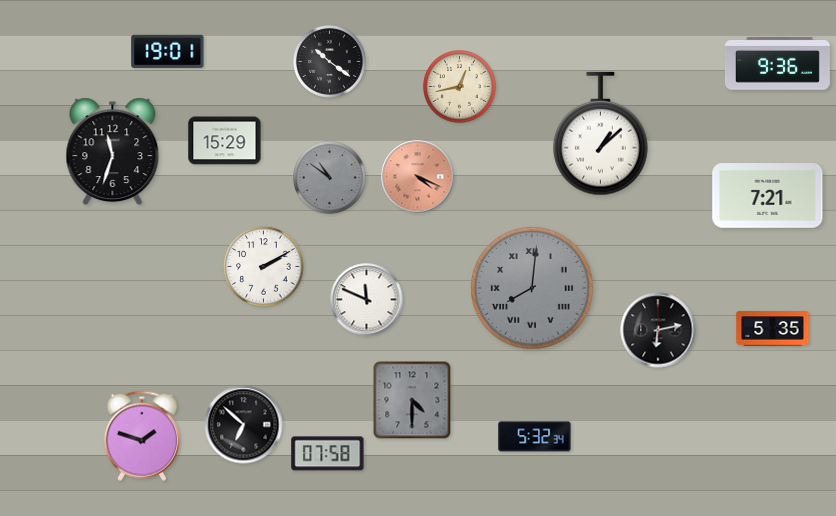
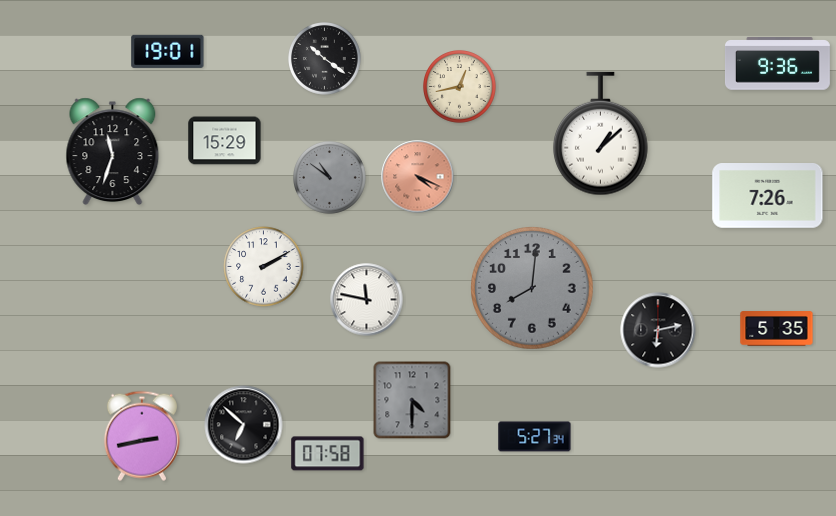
clock at (330, 62) position: (330, 62) -> (325, 59)
clock at (768, 196): 7:21 -> 7:26
clock at (532, 288) numerals: Roman -> Arabic
clock at (367, 300): 11:49 -> 11:47
clock at (773, 329) position: (773, 329) -> (777, 329)
clock at (142, 436): 1:48 -> 2:43
clock at (535, 437): 5:32 -> 5:27
